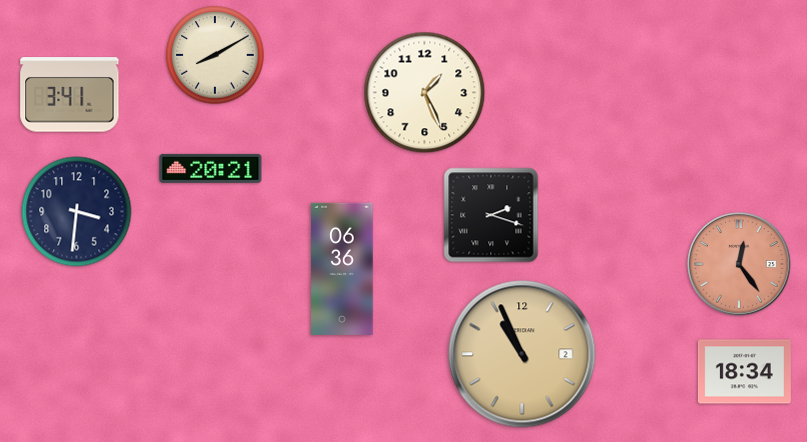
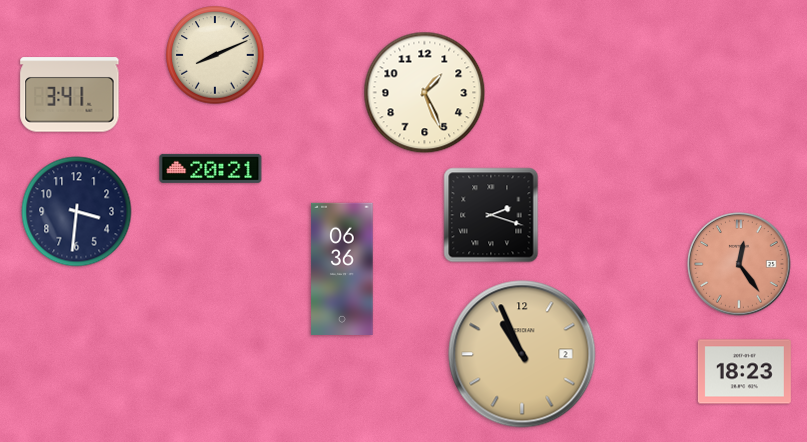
clock at (215, 55): 8:10 -> 8:11
clock at (744, 372): 18:34 -> 18:23
